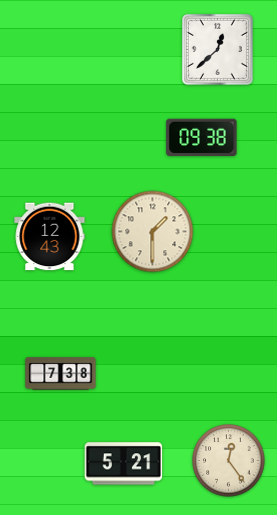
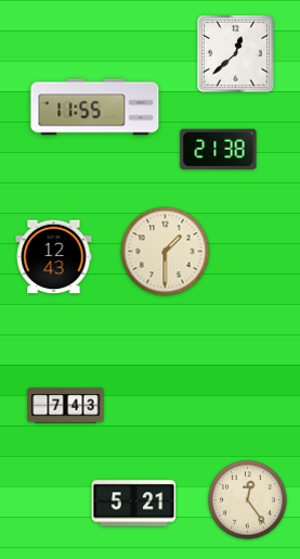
clock at (95, 107): none -> 11:55
clock at (202, 137): 09:38 -> 21:38
clock at (61, 374): 7:38 -> 7:43
